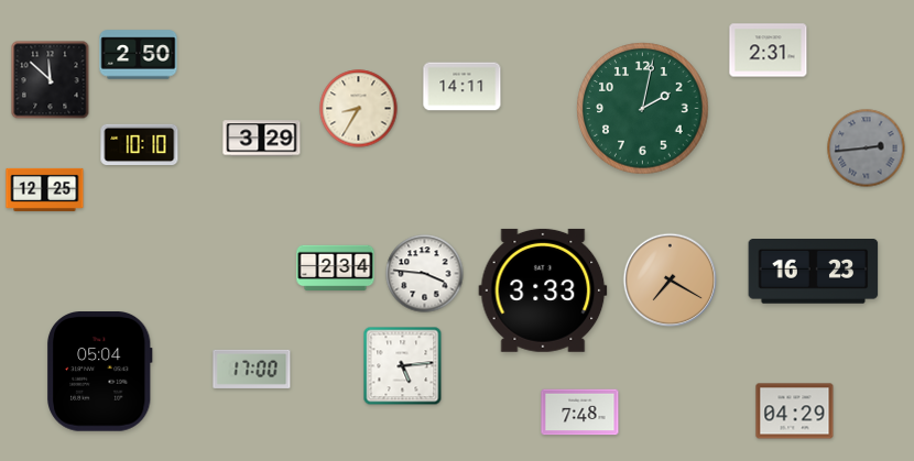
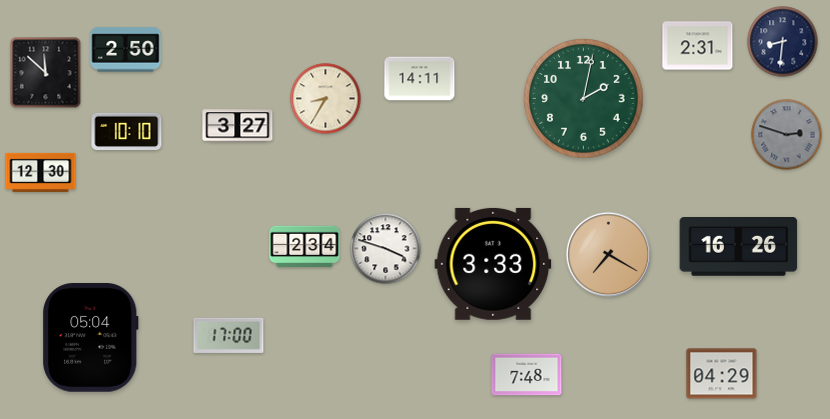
clock at (783, 42): none -> 8:31
clock at (262, 139): 3:29 -> 3:27
clock at (867, 149): 2:44 -> 2:48
clock at (45, 189): 12:25 -> 12:30
clock at (336, 268) position: (336, 268) -> (305, 247)
clock at (814, 272): 16:23 -> 16:26
clock at (425, 274): 3:46 -> 3:48
clock at (403, 366): 5:14 -> none
